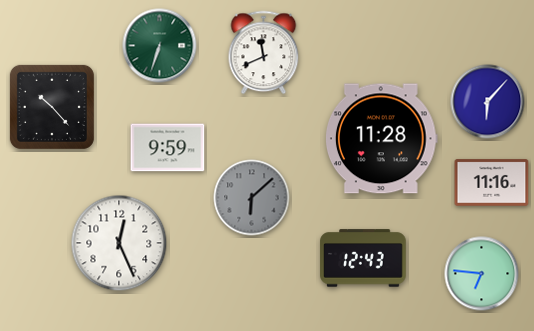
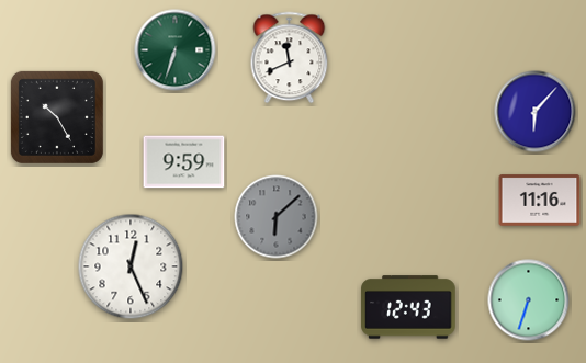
clock at (52, 107): 10:23 -> 10:25
clock at (381, 139): 11:28 -> none
clock at (363, 258) position: (363, 258) -> (408, 307)
clock at (482, 274): 6:46 -> 6:33
